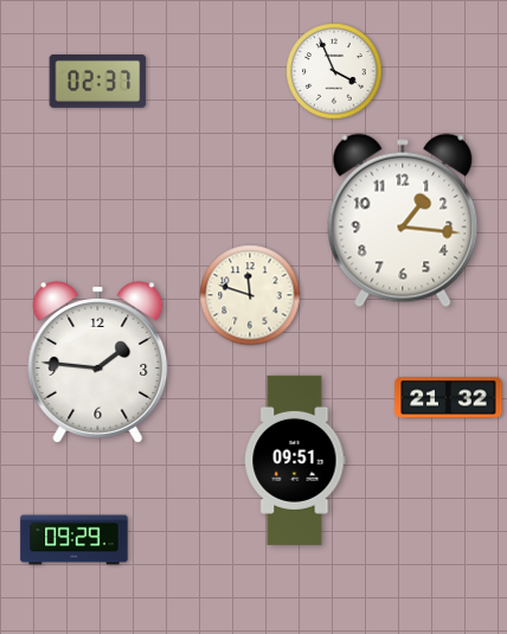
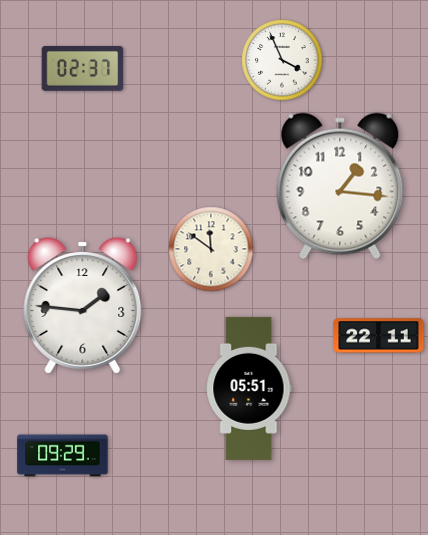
clock at (250, 295): 11:48 -> 11:51
clock at (449, 398): 21:32 -> 22:11
clock at (295, 460): 09:51 -> 05:51
